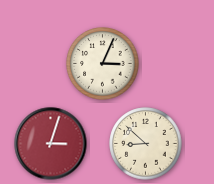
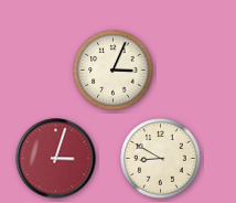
clock at (146, 144): 8:52 -> 8:50
